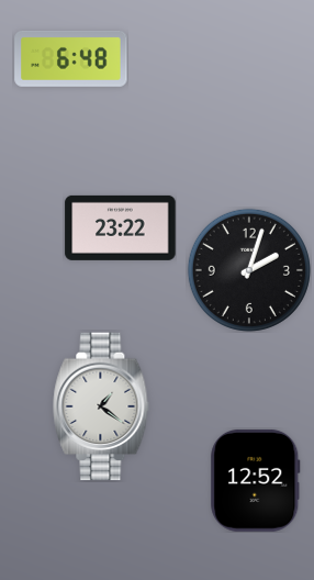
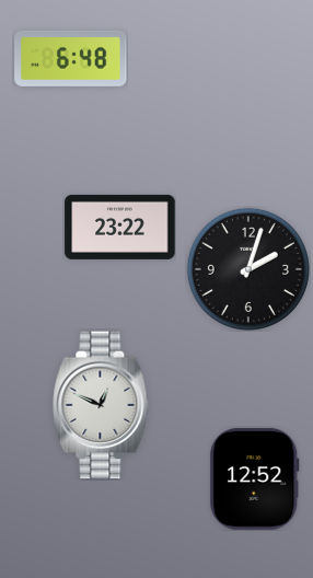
clock at (101, 406): 1:21 -> 12:49
